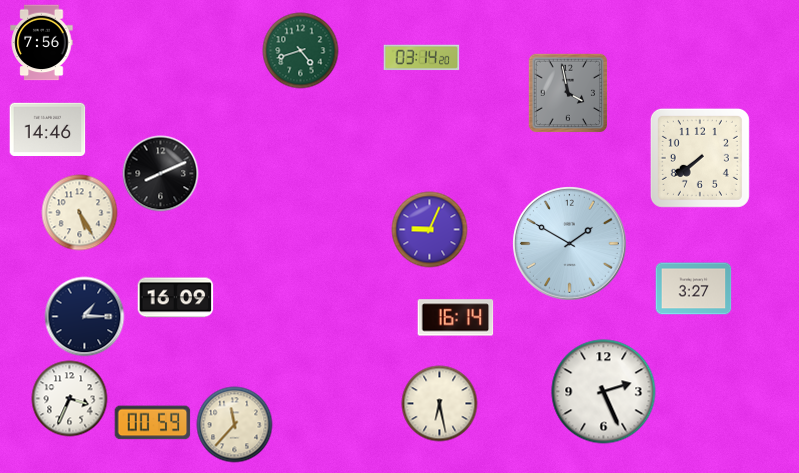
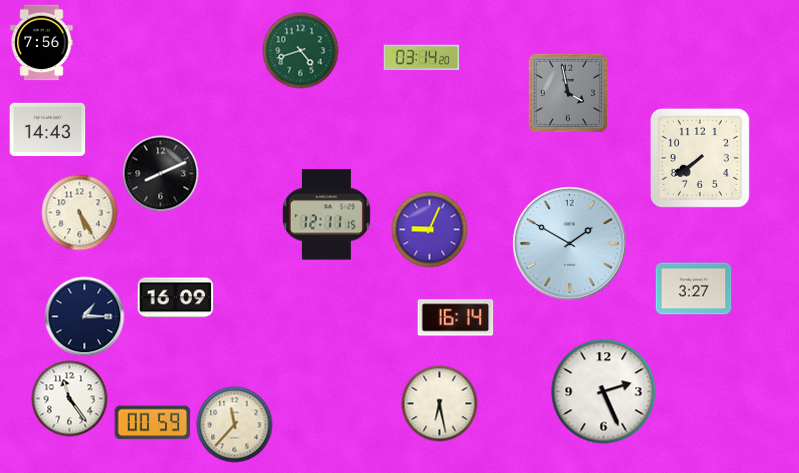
clock at (48, 130): 14:46 -> 14:43
clock at (326, 215): none -> 12:11
clock at (70, 399): 3:34 -> 11:24
